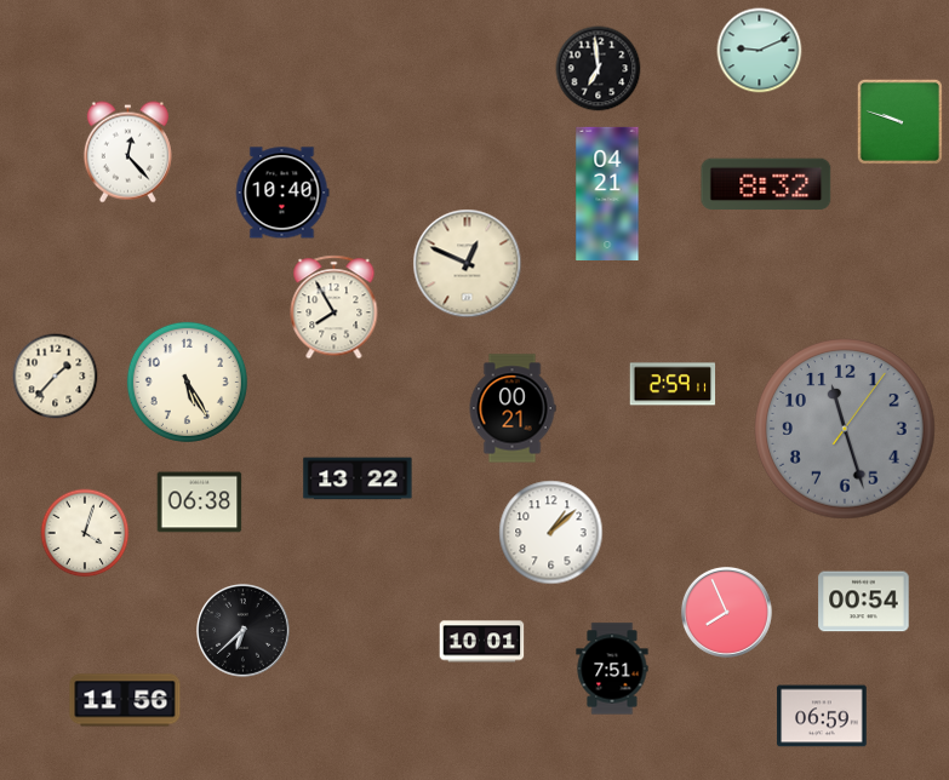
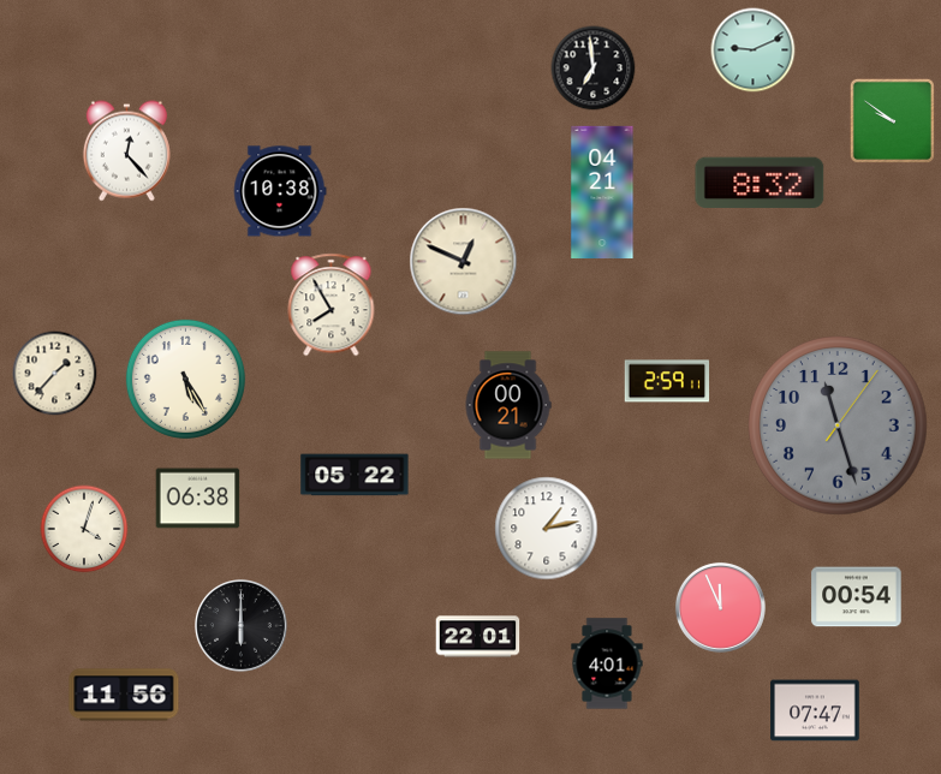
clock at (899, 121): 9:48 -> 9:51
clock at (282, 193): 10:40 -> 10:38
clock at (358, 478): 13:22 -> 05:22
clock at (551, 533): 1:08 -> 1:13
clock at (726, 612): 7:56 -> 11:56
clock at (244, 631): 6:38 -> 6:00
clock at (482, 642): 10:01 -> 22:01
clock at (612, 669): 7:51 -> 4:01
clock at (822, 716): 06:59 -> 07:47
